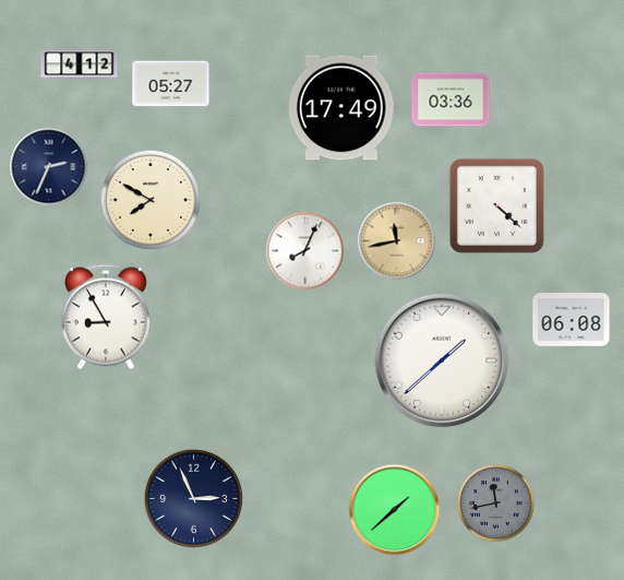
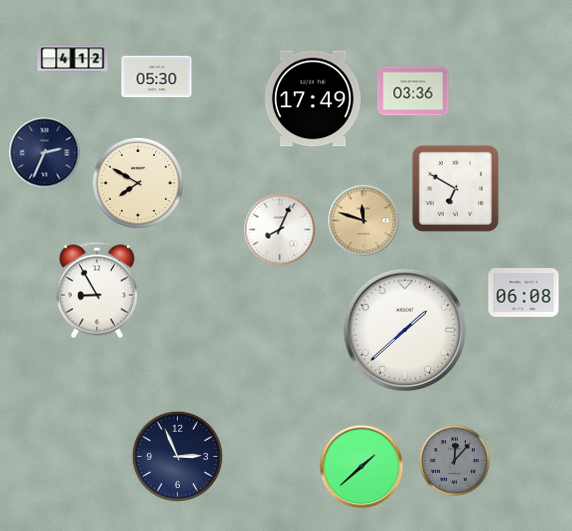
clock at (171, 84): 05:27 -> 05:30
clock at (496, 205): 4:22 -> 6:50
clock at (397, 241): 11:43 -> 11:48
clock at (496, 504): 11:43 -> 12:07
